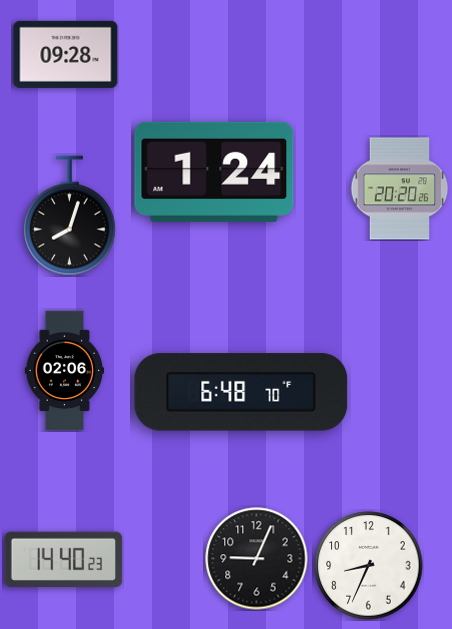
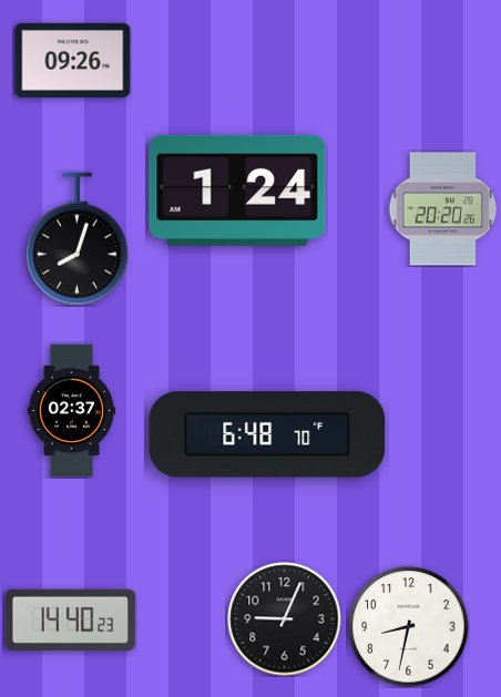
clock at (66, 54): 09:28 -> 09:26
clock at (64, 371): 02:06 -> 02:37
clock at (369, 566): 8:34 -> 8:32
